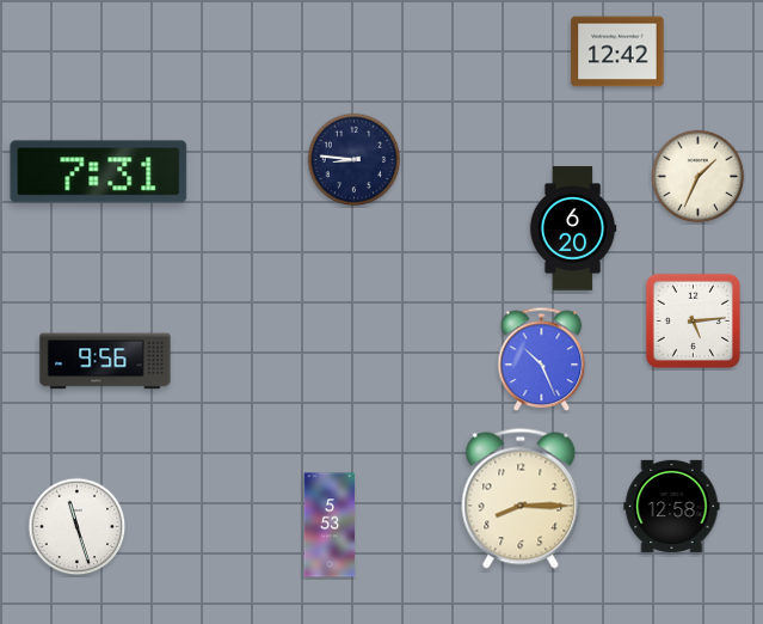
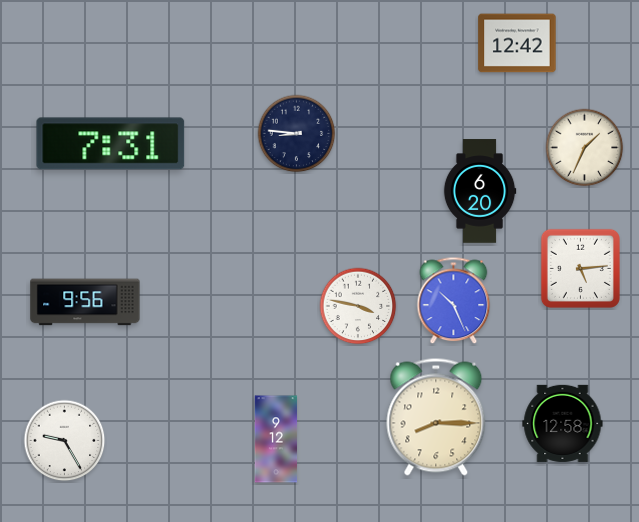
clock at (99, 172) position: (99, 172) -> (111, 144)
clock at (105, 361) position: (105, 361) -> (85, 302)
clock at (358, 306): none -> 3:47
clock at (330, 525): 5:53 -> 9:12
clock at (78, 527): 11:27 -> 9:25
